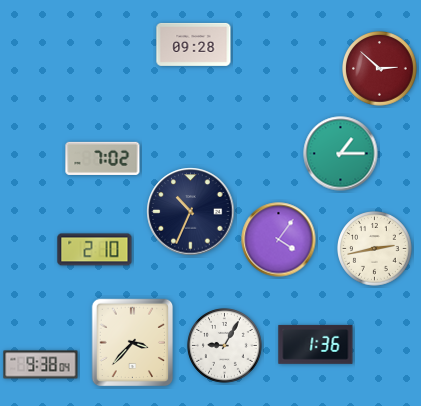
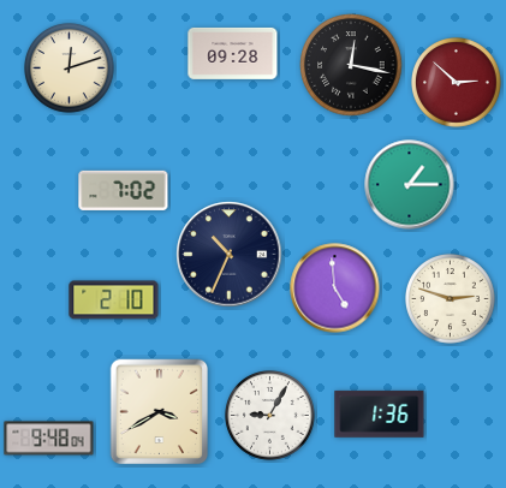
clock at (351, 65): none -> 12:17
clock at (70, 69): none -> 12:12
clock at (279, 240): 4:06 -> 4:59
clock at (375, 249): 2:43 -> 2:48
clock at (133, 343): 3:37 -> 3:40
clock at (41, 365): 9:38 -> 9:48
